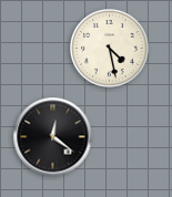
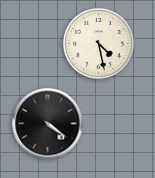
clock at (53, 137): 12:21 -> 4:21
